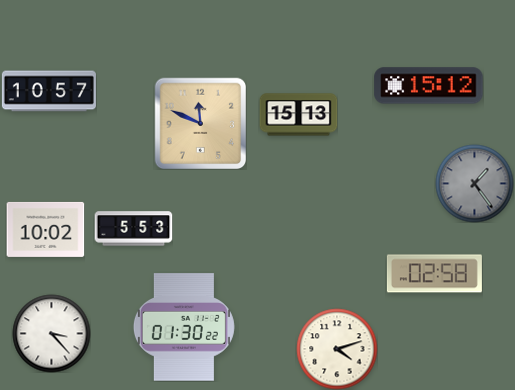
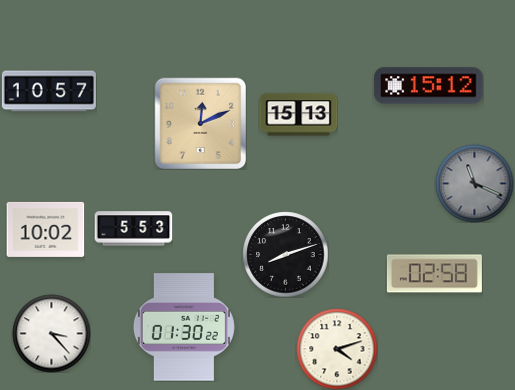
clock at (200, 123): 11:49 -> 12:11
clock at (474, 183): 1:24 -> 11:19
clock at (285, 254): none -> 8:12
